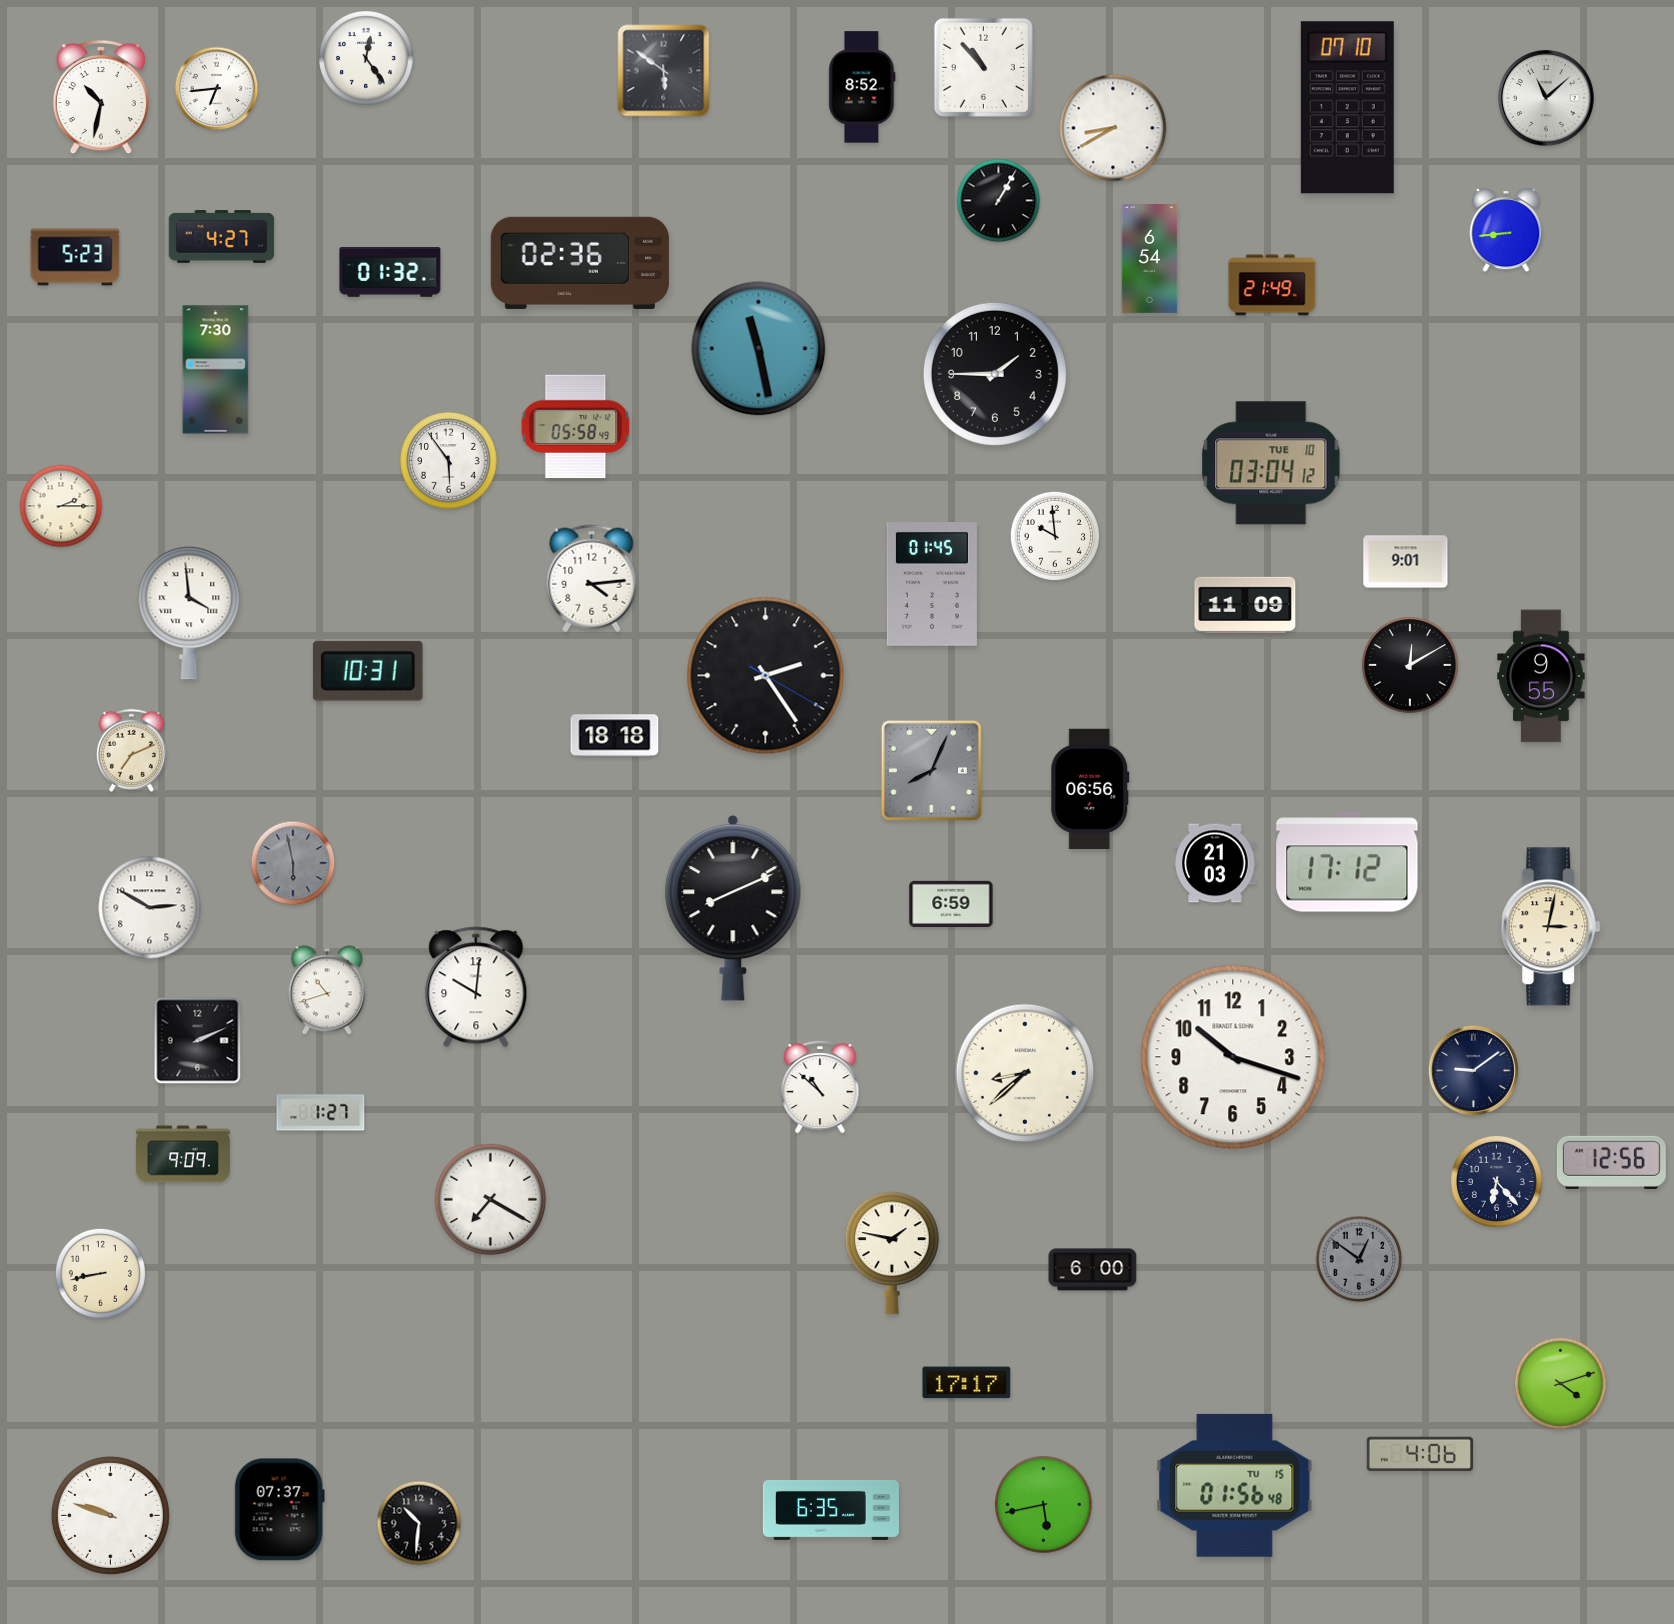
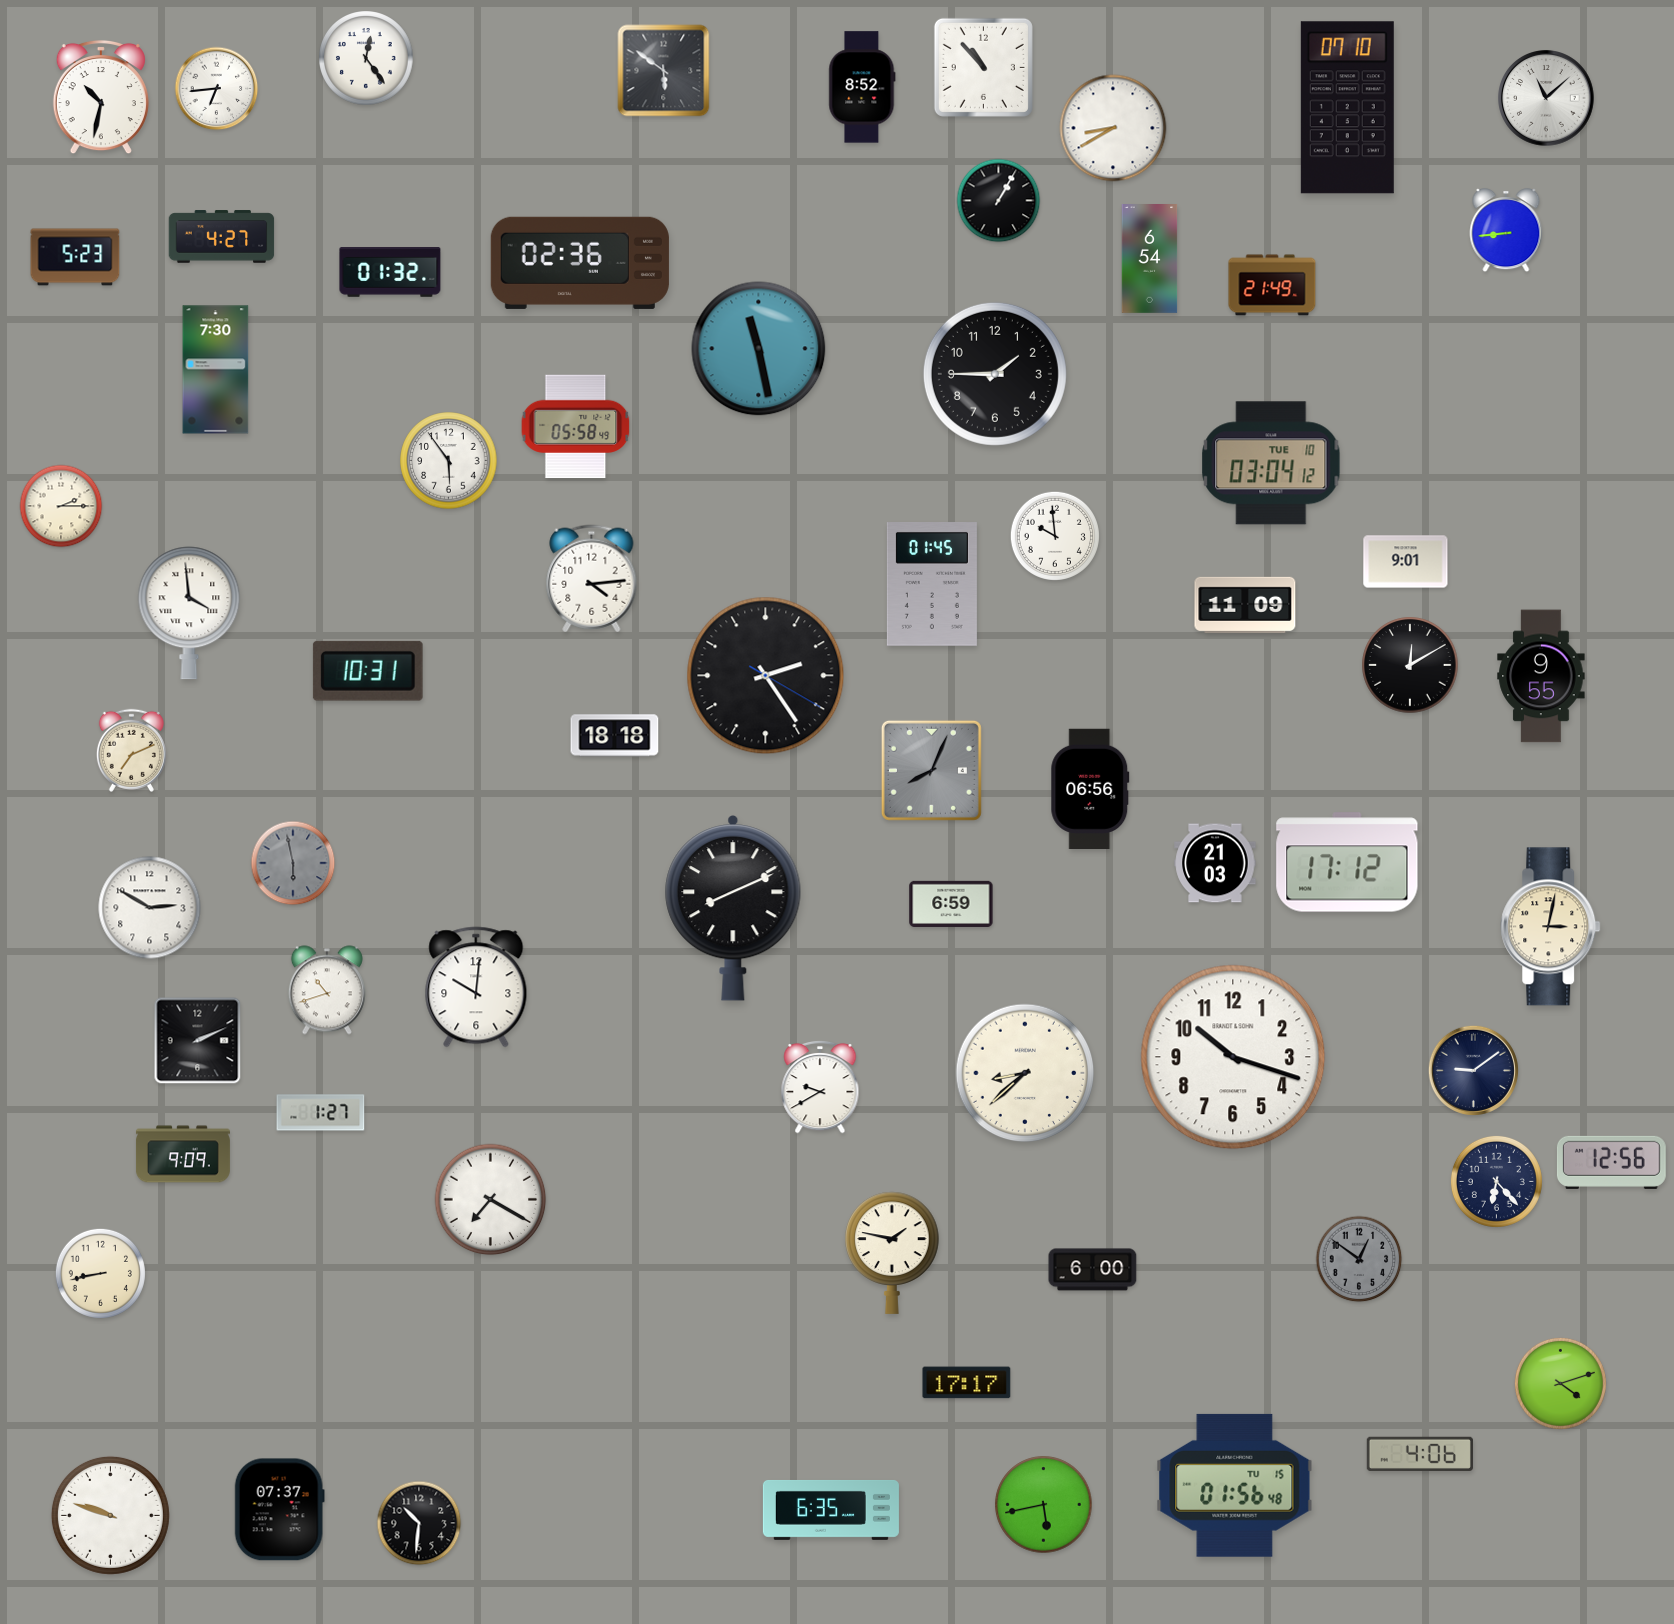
clock at (820, 1087): 10:52 -> 9:40
